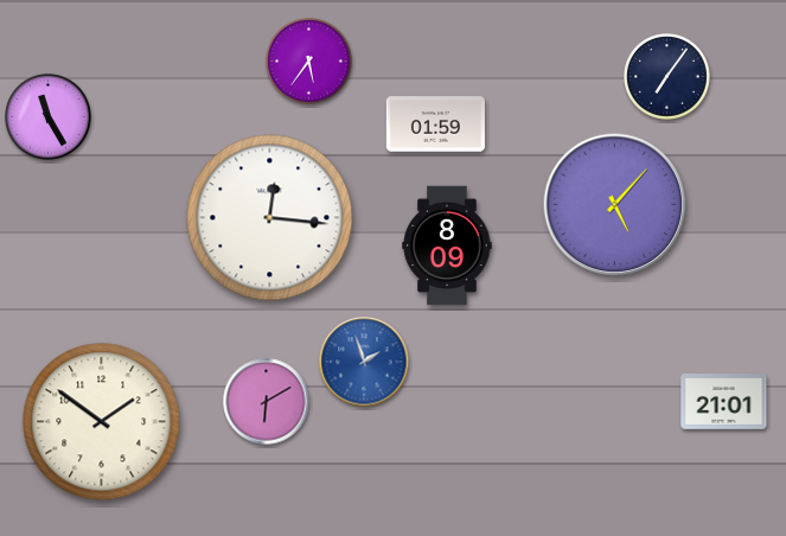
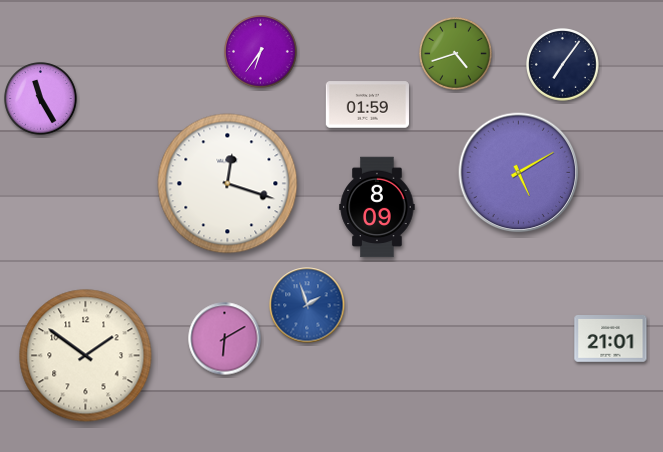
clock at (309, 62): 5:36 -> 6:36
clock at (456, 54): none -> 4:42
clock at (615, 205): 5:07 -> 5:10
clock at (270, 218): 12:16 -> 12:18
